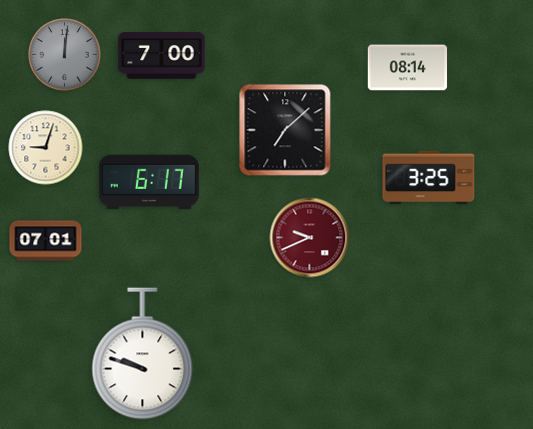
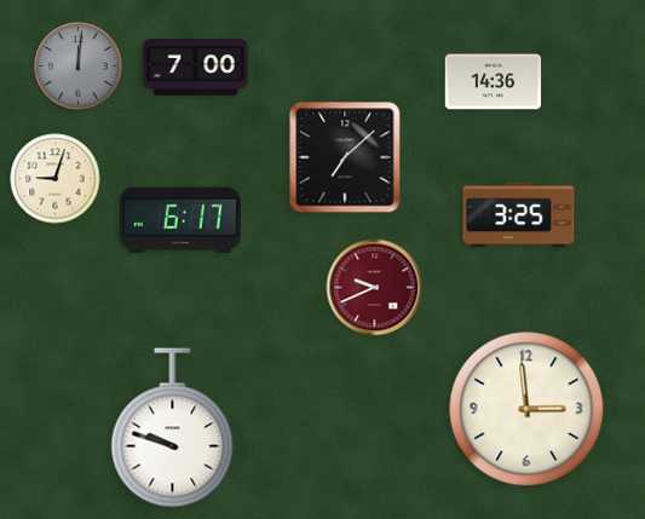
clock at (408, 68): 08:14 -> 14:36
clock at (46, 241): 07:01 -> none
clock at (526, 409): none -> 2:59
